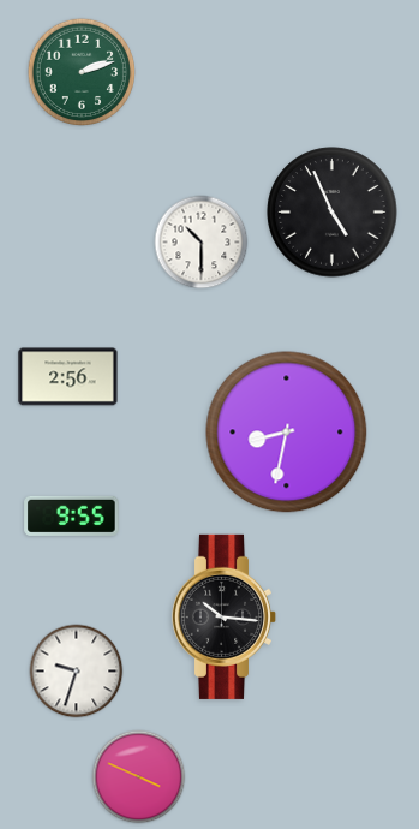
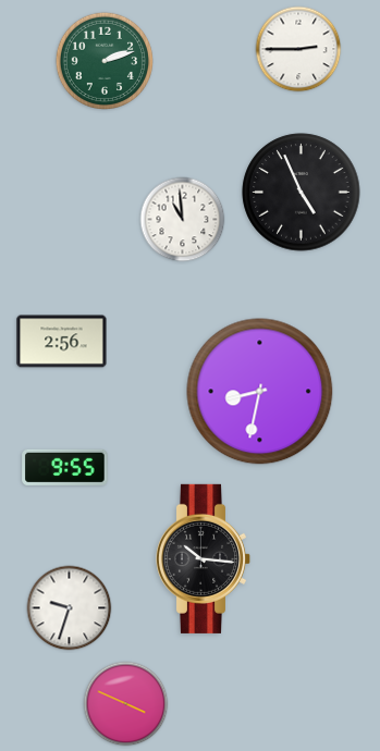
clock at (298, 49): none -> 2:45
clock at (80, 71) position: (80, 71) -> (103, 60)
clock at (202, 243): 10:30 -> 10:59
